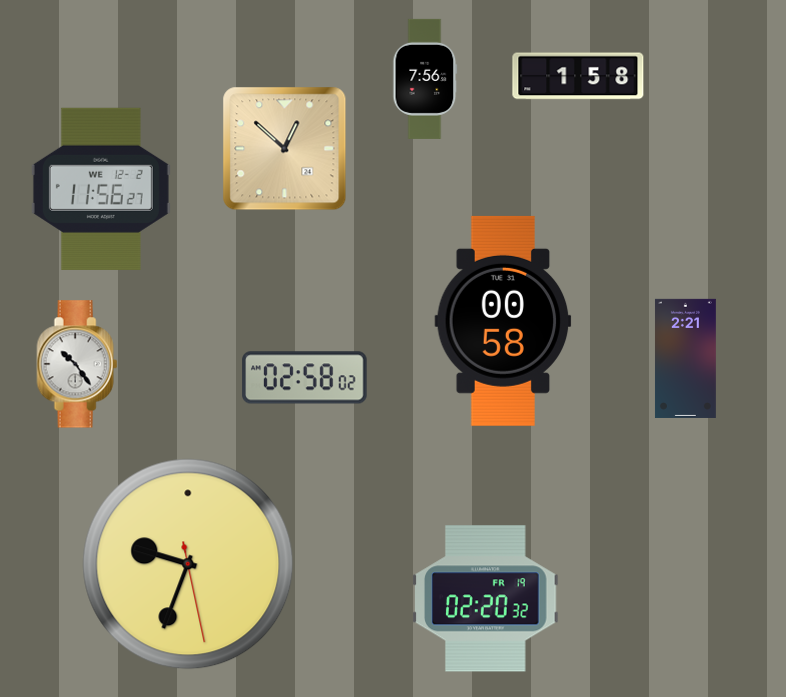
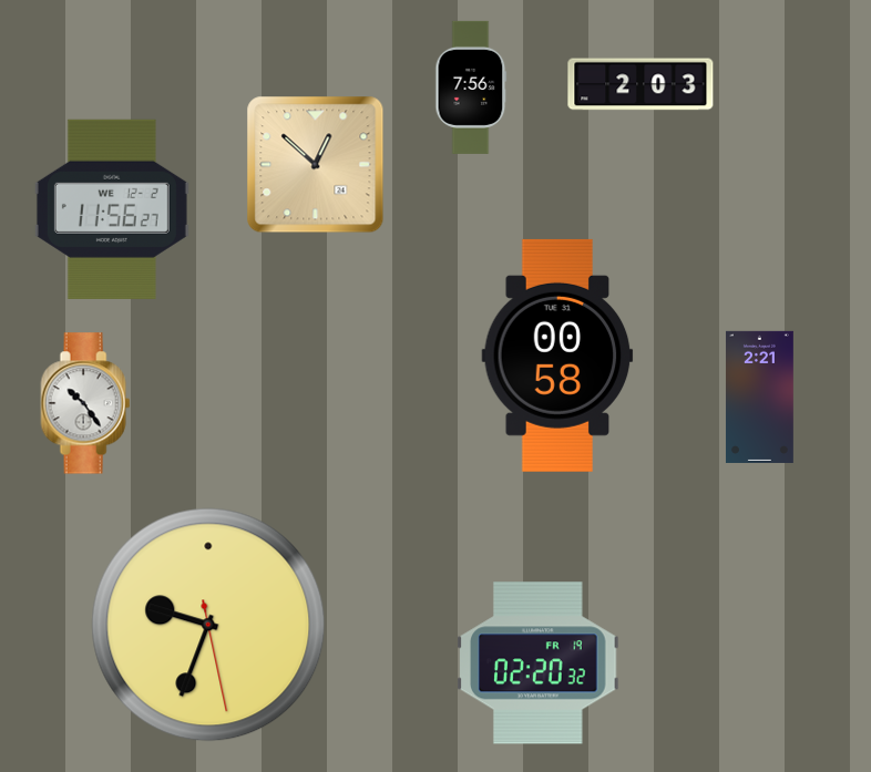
clock at (578, 76): 1:58 -> 2:03
clock at (305, 378): 02:58 -> none
